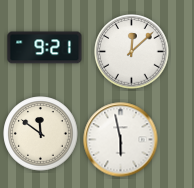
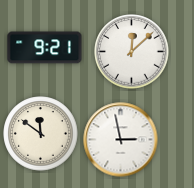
clock at (121, 140): 5:58 -> 2:58
